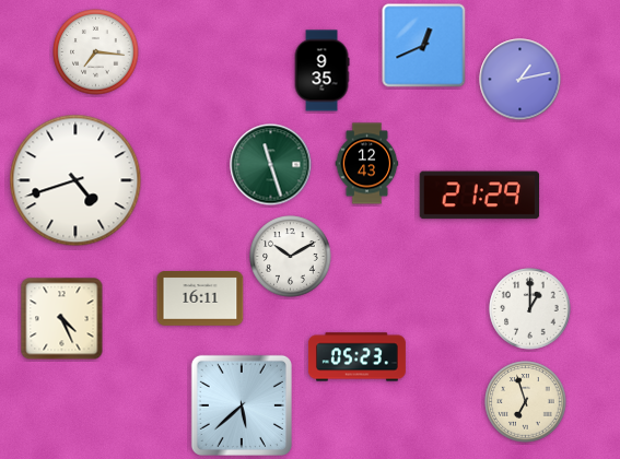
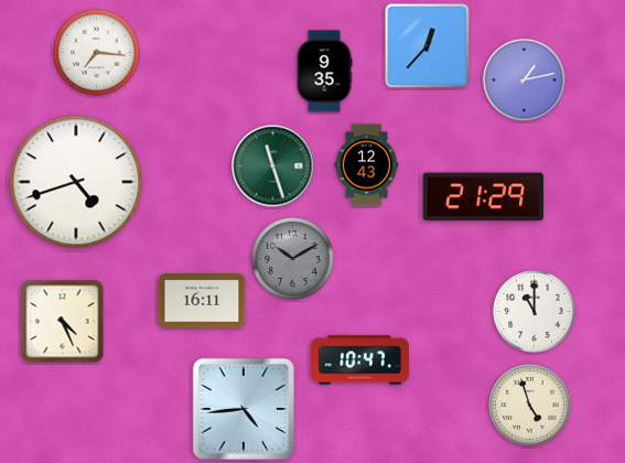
clock at (424, 46): 12:41 -> 12:37
clock at (367, 164) position: (367, 164) -> (367, 165)
clock at (291, 257) dial: white -> grey
clock at (530, 309): 1:00 -> 11:00
clock at (356, 357): 05:23 -> 10:47
clock at (526, 402): 6:57 -> 4:57
clock at (242, 405): 5:38 -> 4:44
